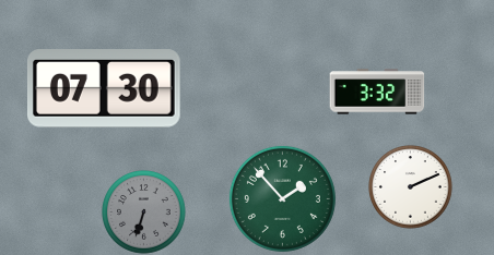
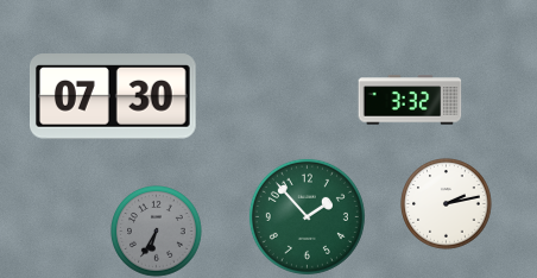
clock at (411, 187): 2:11 -> 2:13
clock at (144, 212): 6:33 -> 6:35
